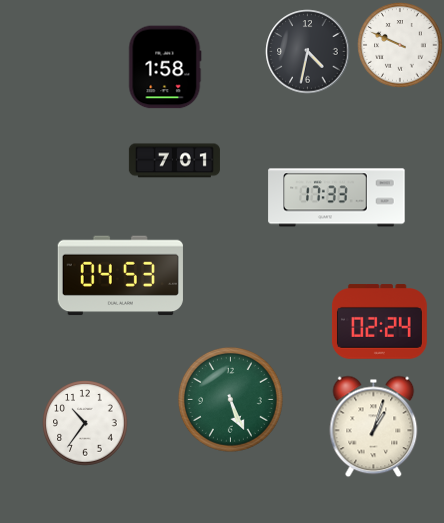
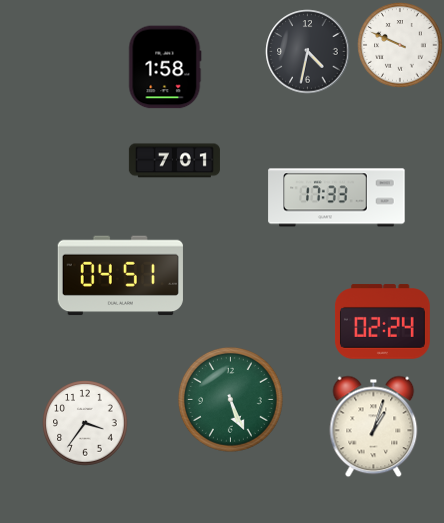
clock at (120, 276): 04:53 -> 04:51
clock at (379, 322) position: (379, 322) -> (382, 322)
clock at (85, 423): 10:36 -> 3:36
